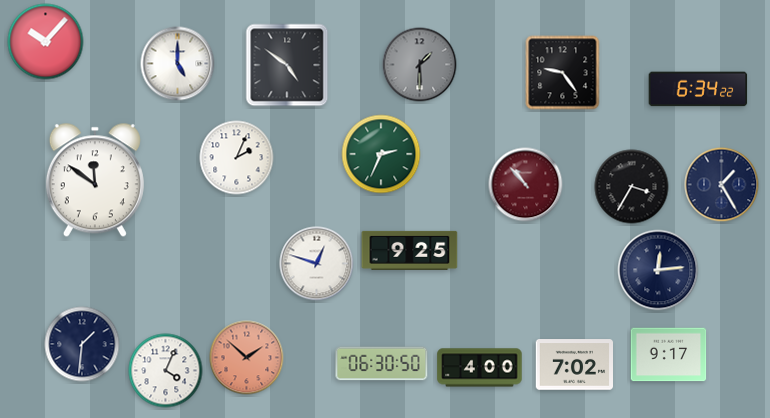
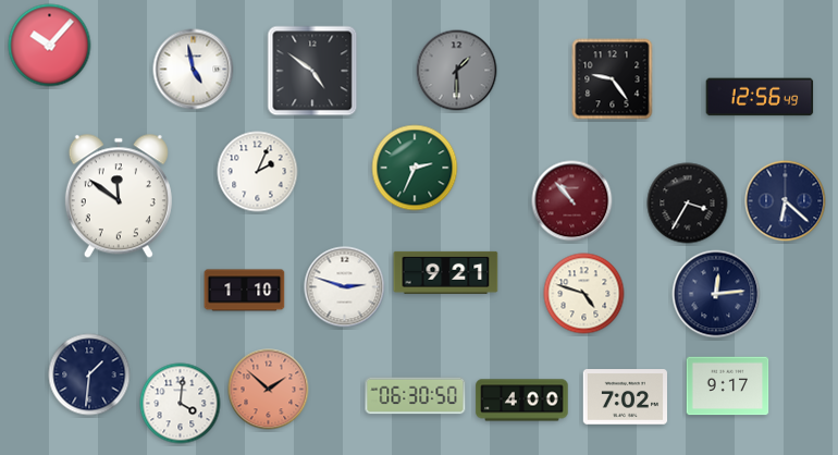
clock at (178, 64): 5:00 -> 4:58
clock at (698, 89): 6:34 -> 12:56
clock at (95, 180) position: (95, 180) -> (119, 196)
clock at (722, 185): 1:25 -> 6:22
clock at (410, 250): 9:25 -> 9:21
clock at (317, 264): 12:48 -> 2:48
clock at (245, 291): none -> 1:10
clock at (584, 294): none -> 4:48
clock at (166, 371): 4:04 -> 4:01
